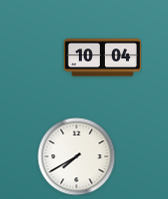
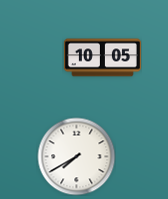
clock at (102, 58): 10:04 -> 10:05
